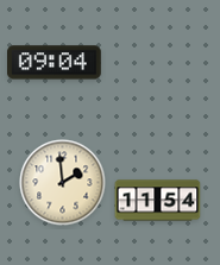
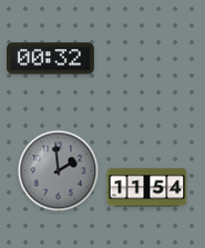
clock at (55, 63): 09:04 -> 00:32
clock at (63, 183) dial: cream -> grey
